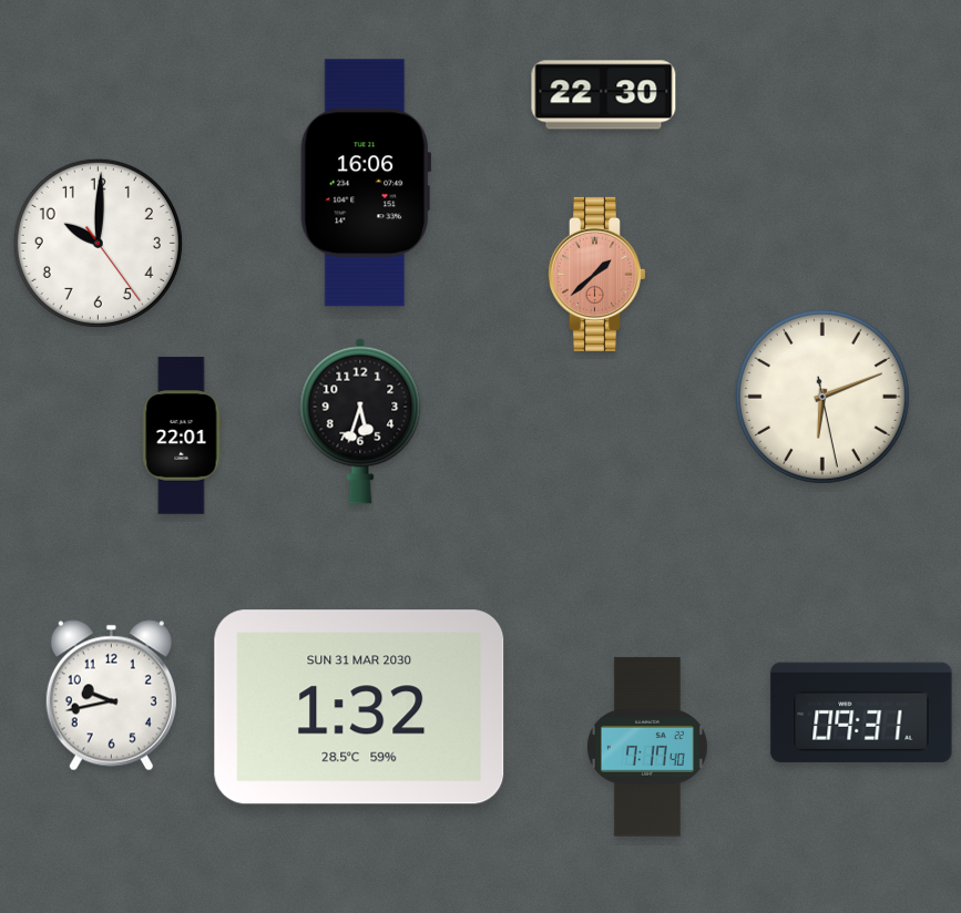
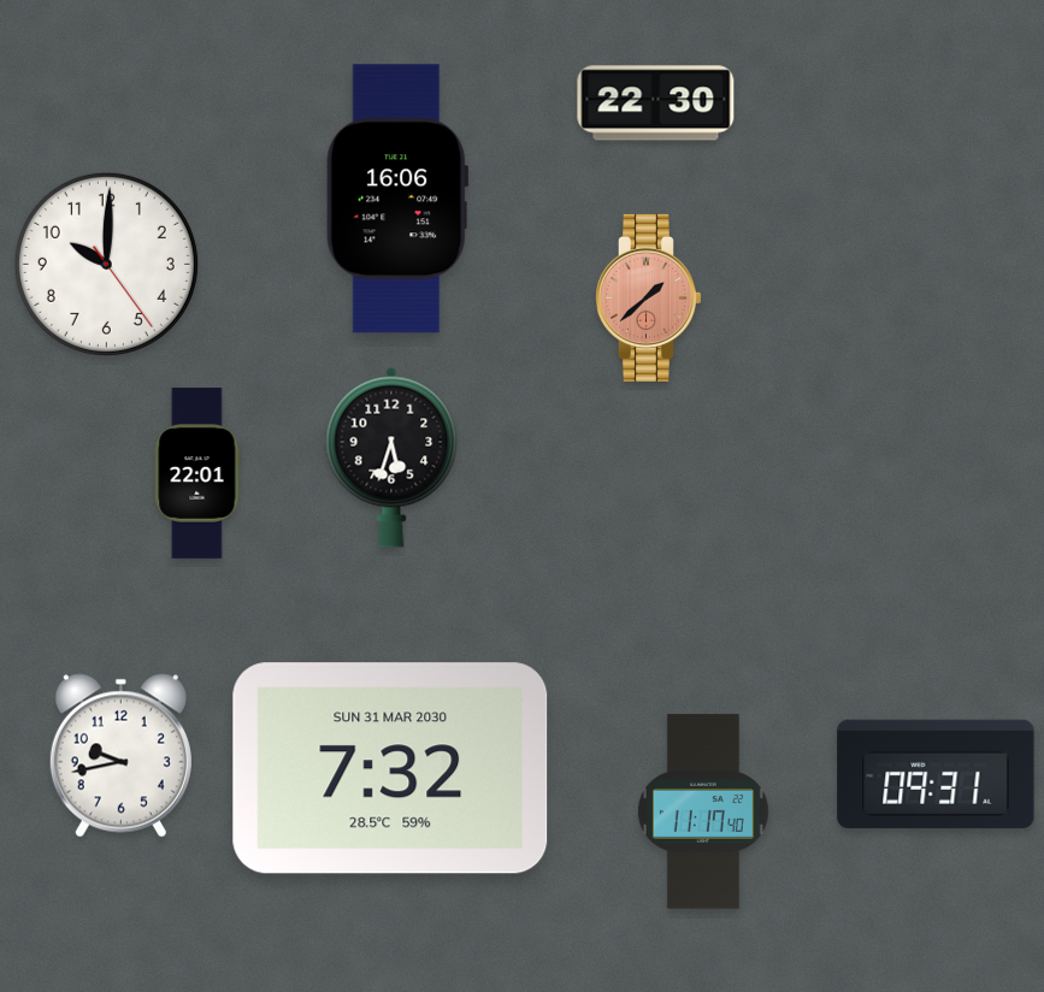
clock at (822, 397): 6:11 -> none
clock at (359, 707): 1:32 -> 7:32
clock at (647, 747): 7:17 -> 11:17
